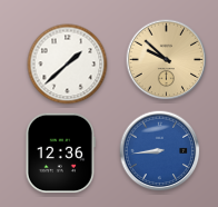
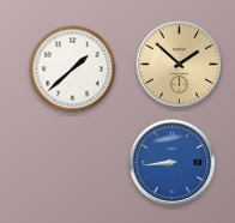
clock at (167, 60): 9:52 -> 1:52
clock at (60, 154): 12:36 -> none
